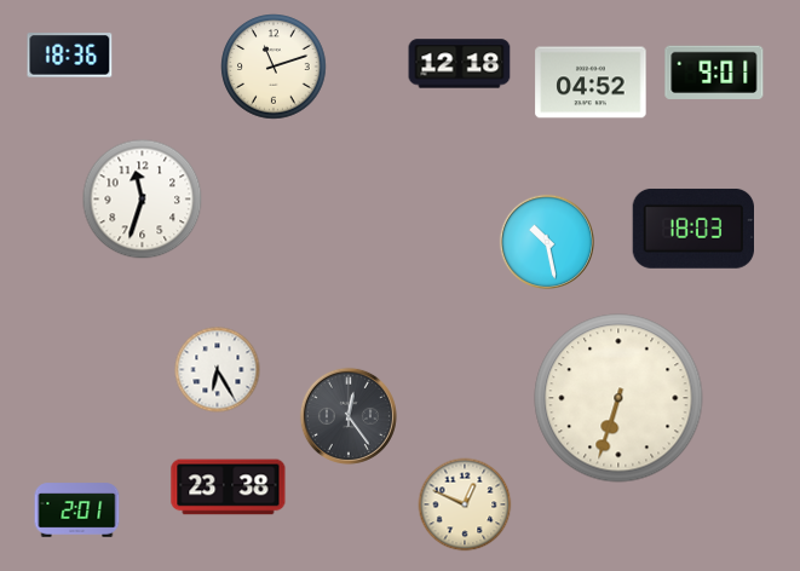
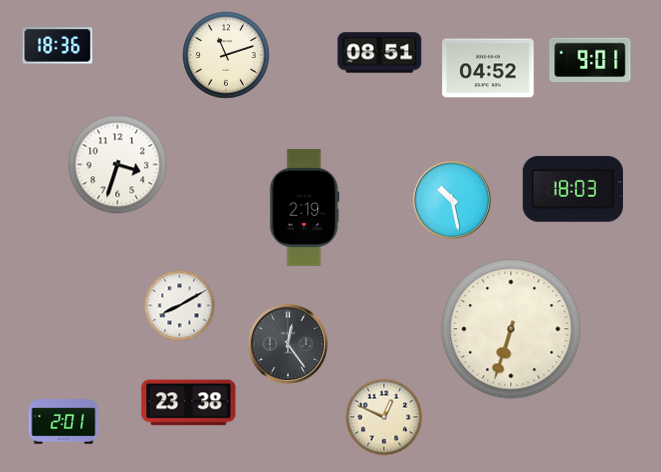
clock at (460, 64): 12:18 -> 08:51
clock at (143, 200): 11:33 -> 3:33
clock at (305, 207): none -> 2:19
clock at (218, 370): 6:25 -> 8:10
